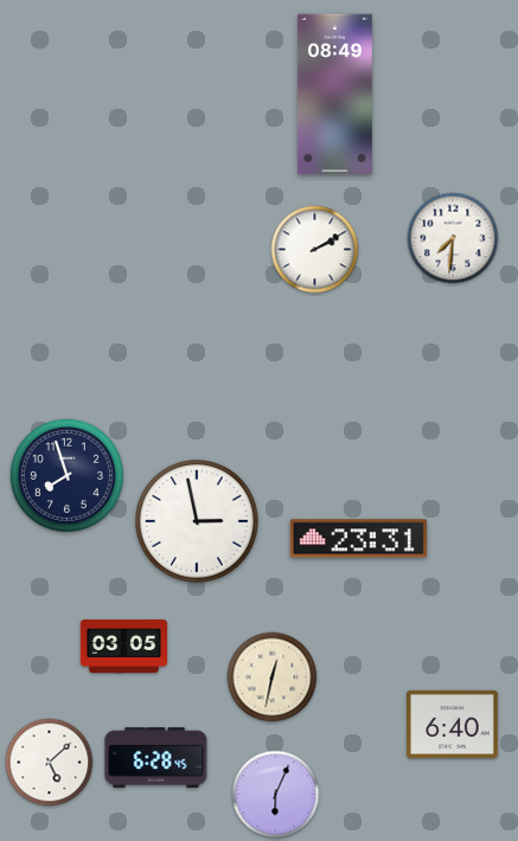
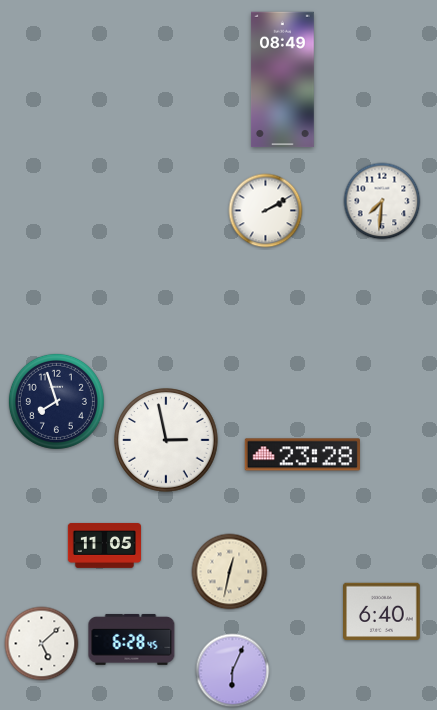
clock at (358, 539): 23:31 -> 23:28
clock at (123, 646): 03:05 -> 11:05
